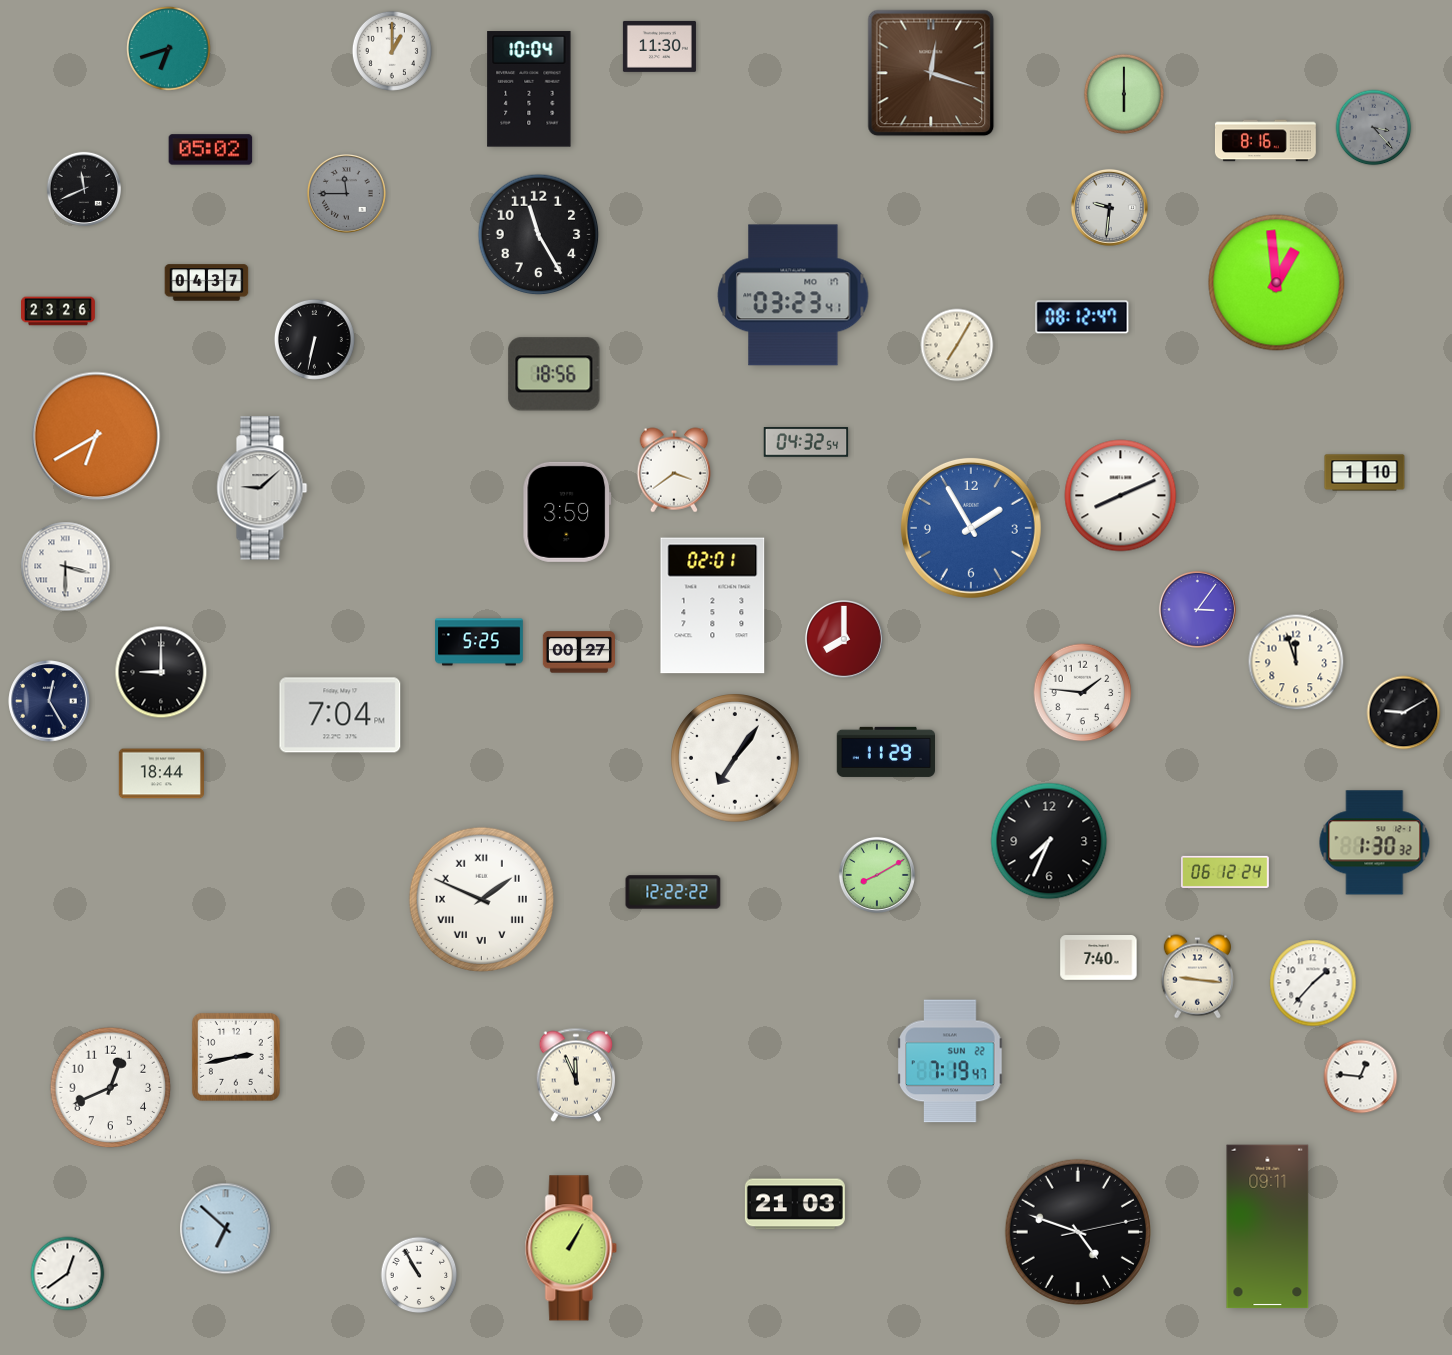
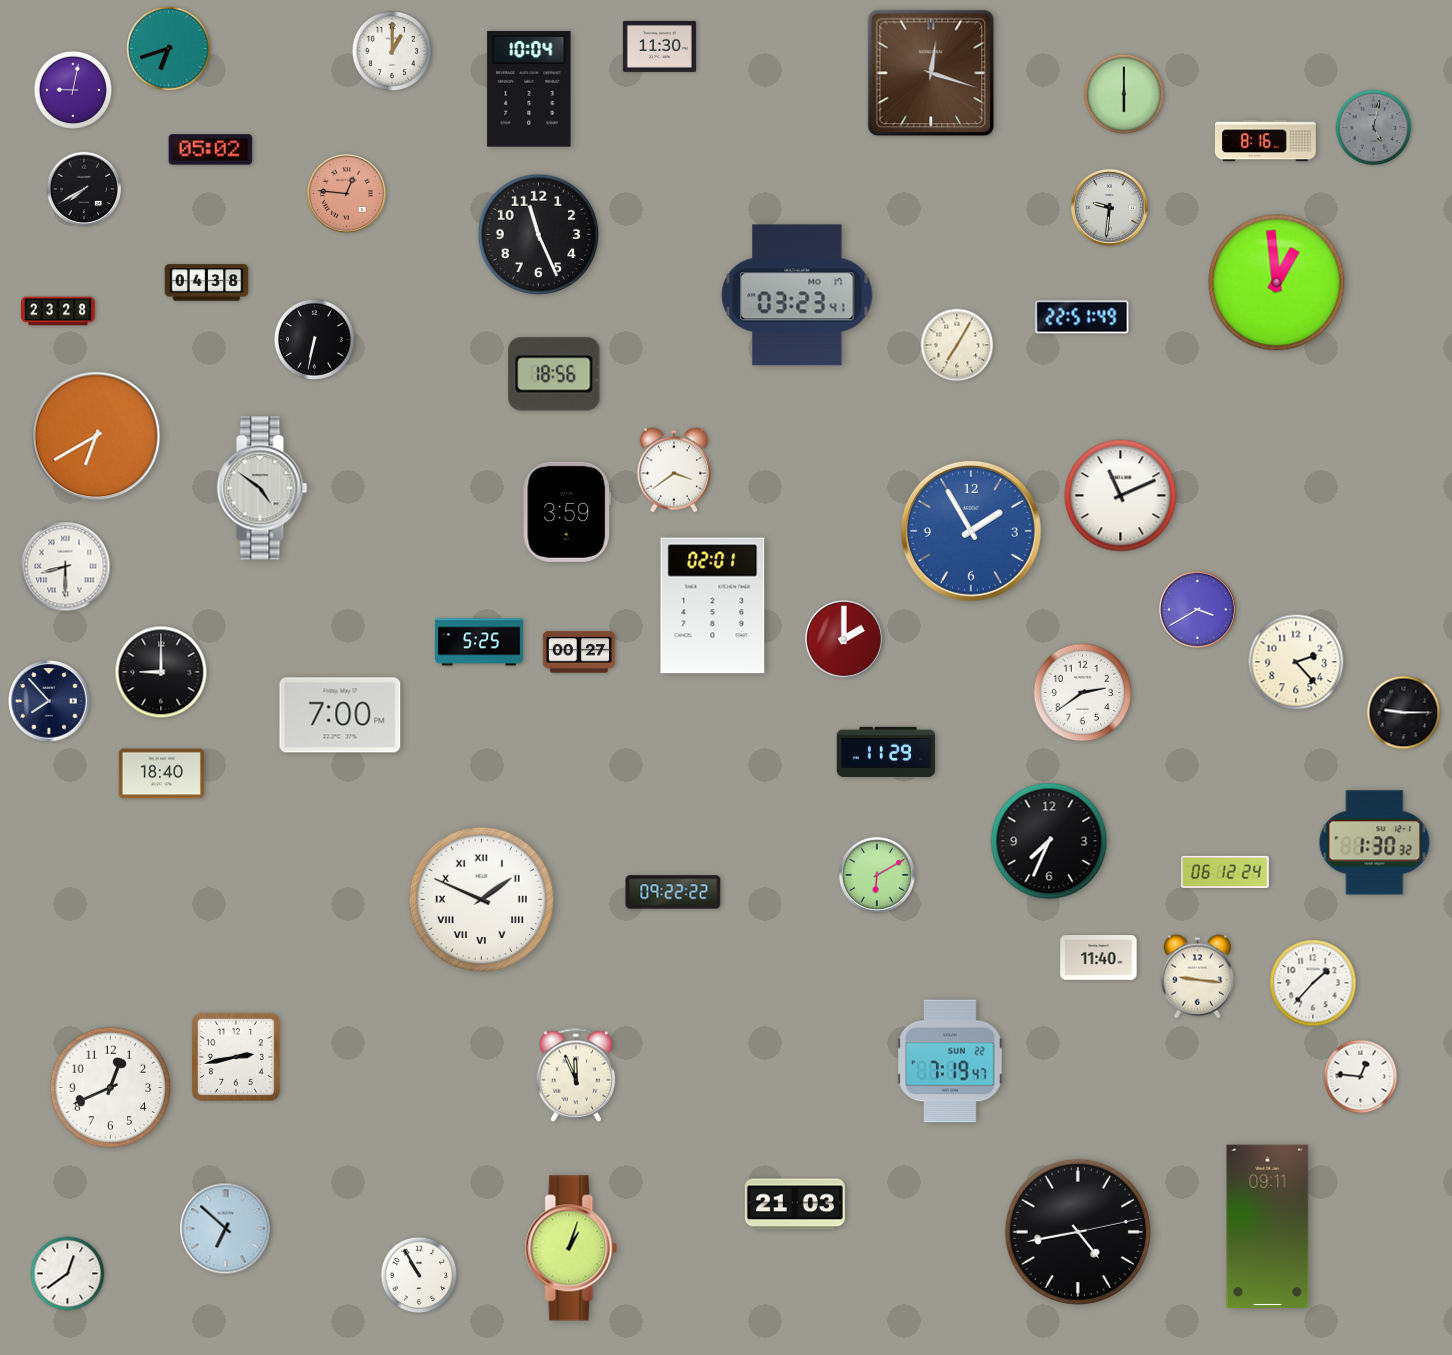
clock at (72, 89): none -> 9:02
clock at (1374, 128): 3:23 -> 5:02
clock at (83, 188): 11:41 -> 7:40
clock at (346, 193): 11:45 -> 12:46
clock at (346, 193) dial: grey -> salmon
clock at (539, 235): 11:25 -> 11:26
clock at (207, 283): 04:37 -> 04:38
clock at (793, 295) position: (793, 295) -> (797, 295)
clock at (59, 311): 23:26 -> 23:28
clock at (1082, 317): 08:12 -> 22:51
clock at (806, 442): 04:32 -> none
clock at (1365, 473): 1:10 -> none
clock at (262, 488): 9:08 -> 4:51
clock at (1121, 496): 8:11 -> 11:11
clock at (971, 528) position: (971, 528) -> (971, 531)
clock at (66, 567): 3:30 -> 8:30
clock at (1197, 609): 3:06 -> 3:40
clock at (844, 639): 8:00 -> 2:00
clock at (1296, 662): 11:57 -> 2:23
clock at (1083, 693): 1:46 -> 2:39
clock at (49, 701): 12:25 -> 7:53
clock at (1404, 713): 9:10 -> 9:15
clock at (340, 715): 7:04 -> 7:00
clock at (736, 759): 7:06 -> none
clock at (161, 774): 18:44 -> 18:40
clock at (877, 875): 8:10 -> 6:10
clock at (673, 892): 12:22 -> 09:22
clock at (1099, 958): 7:40 -> 11:40
clock at (1078, 1232): 4:48 -> 4:43
clock at (571, 1248): 1:05 -> 1:03
